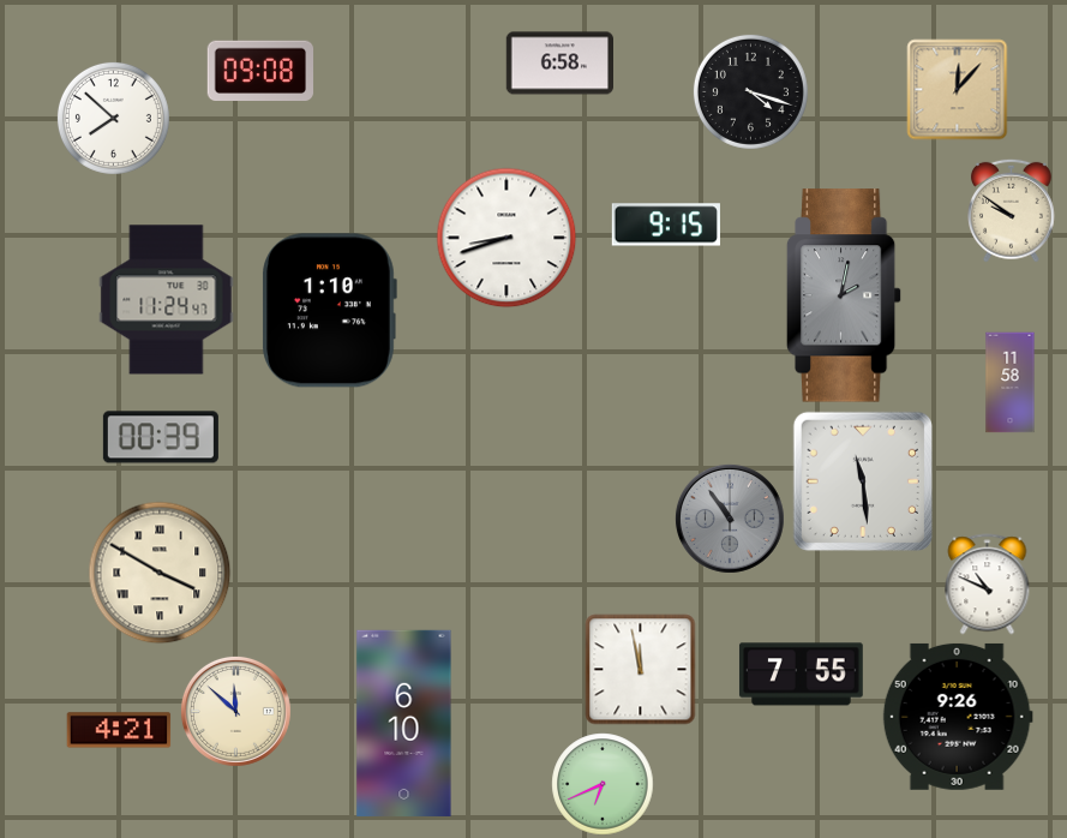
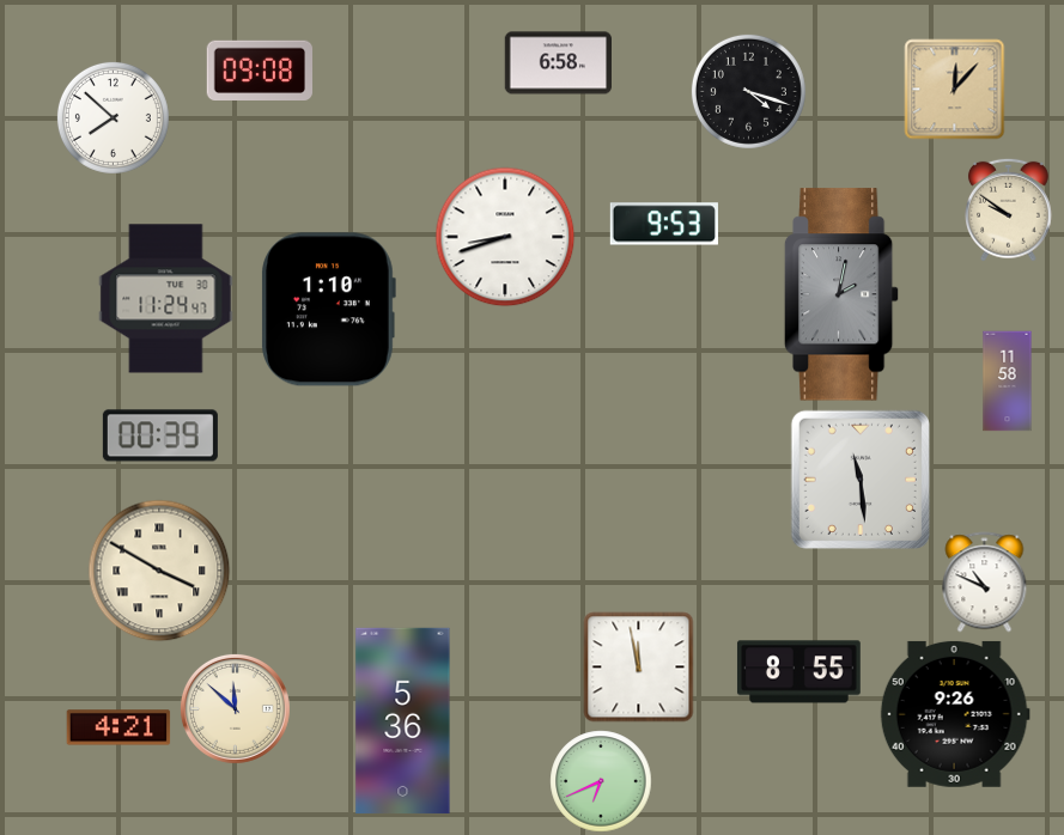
clock at (666, 225): 9:15 -> 9:53
clock at (730, 519): 10:54 -> none
clock at (801, 675): 7:55 -> 8:55
clock at (404, 723): 6:10 -> 5:36
